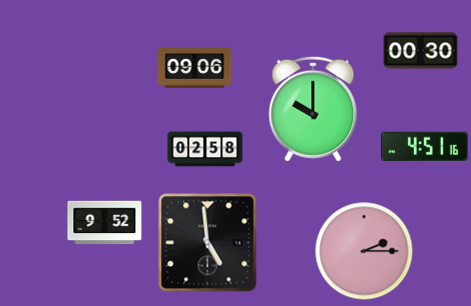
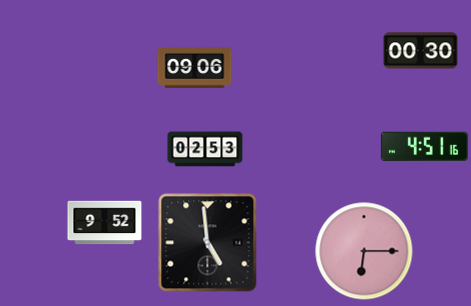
clock at (313, 109): 10:00 -> none
clock at (205, 149): 02:58 -> 02:53
clock at (364, 251): 2:15 -> 6:15
